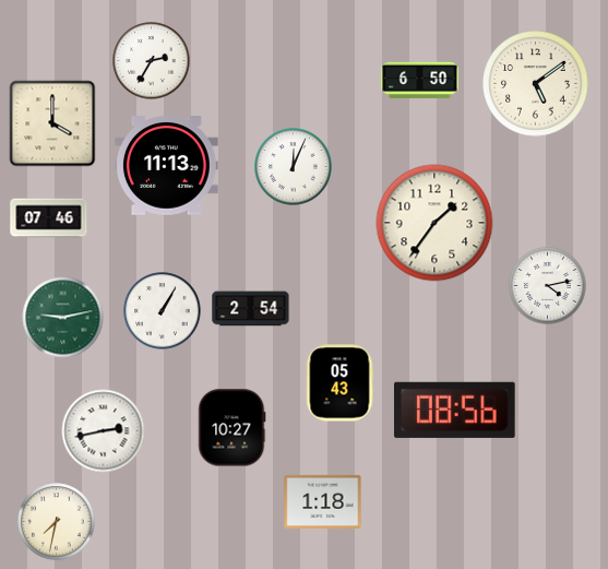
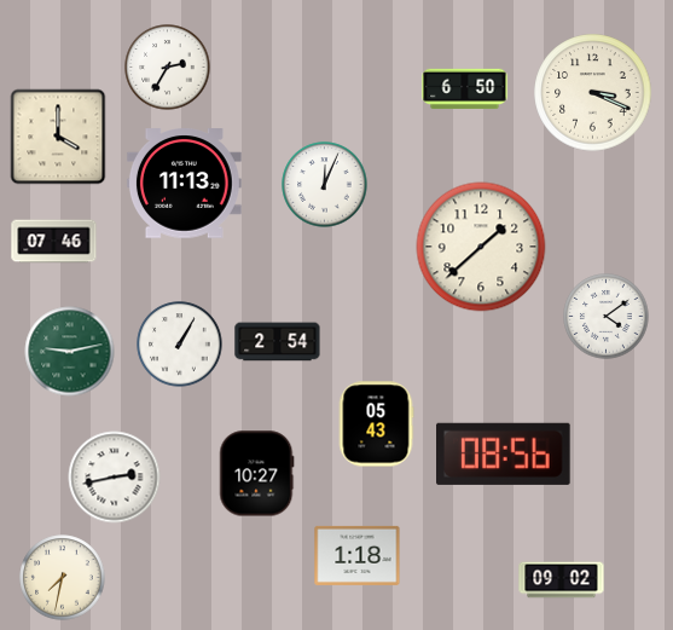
clock at (536, 84): 5:09 -> 3:19
clock at (434, 223): 1:36 -> 1:38
clock at (548, 286): 4:13 -> 4:09
clock at (562, 580): none -> 09:02
